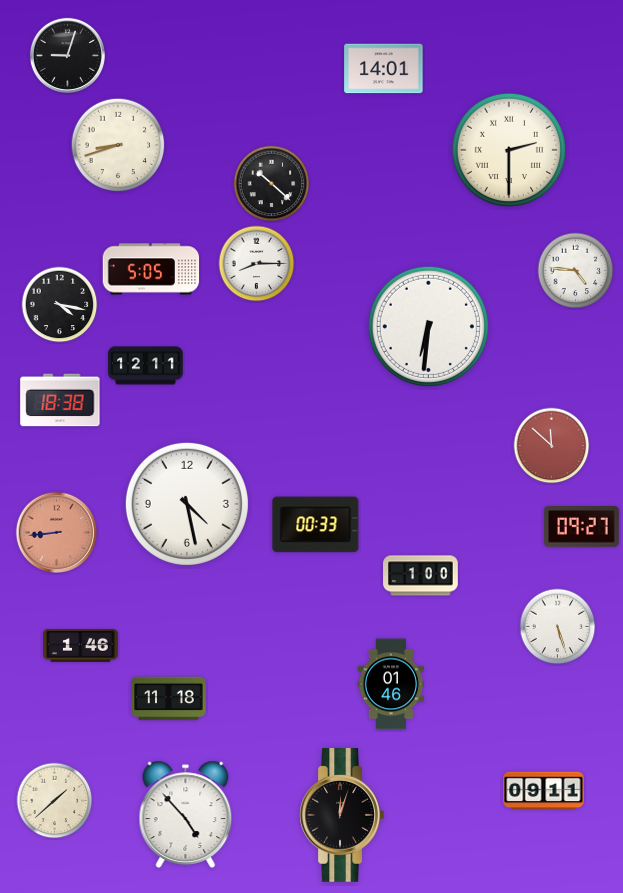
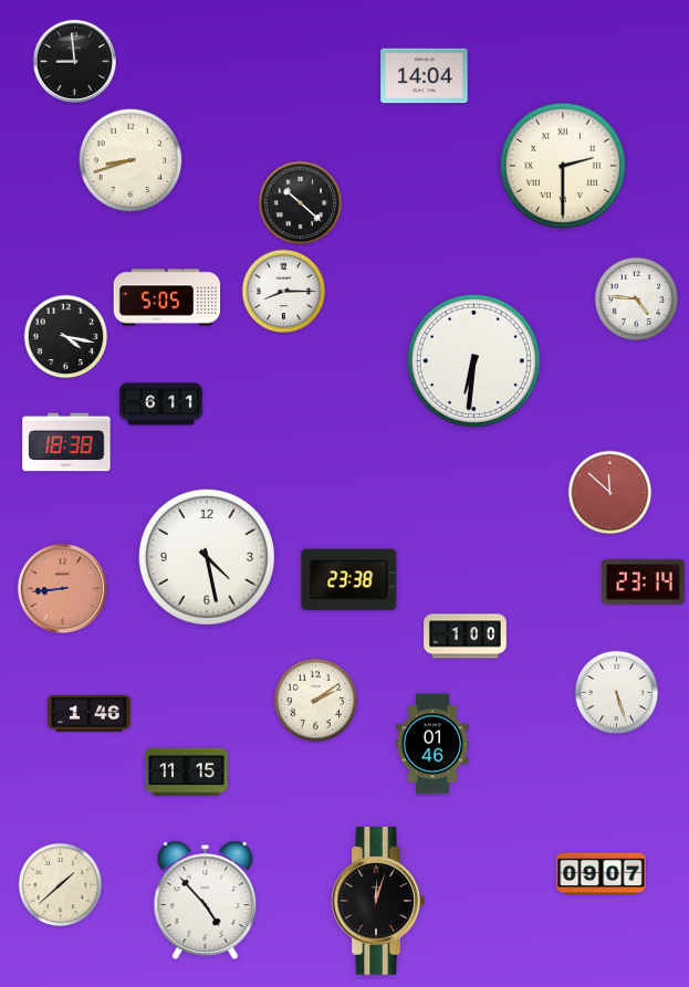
clock at (67, 55): 9:03 -> 8:59
clock at (384, 69): 14:01 -> 14:04
clock at (146, 366): 12:11 -> 6:11
clock at (316, 525): 00:33 -> 23:38
clock at (582, 527): 09:27 -> 23:14
clock at (316, 701): none -> 2:09
clock at (391, 684) position: (391, 684) -> (432, 744)
clock at (169, 699): 11:18 -> 11:15
clock at (544, 791): 09:11 -> 09:07
